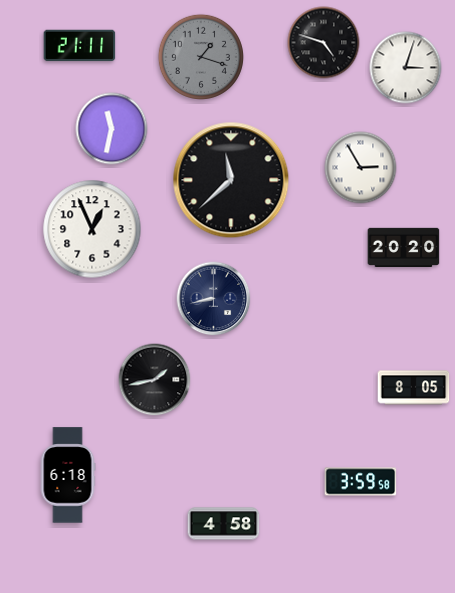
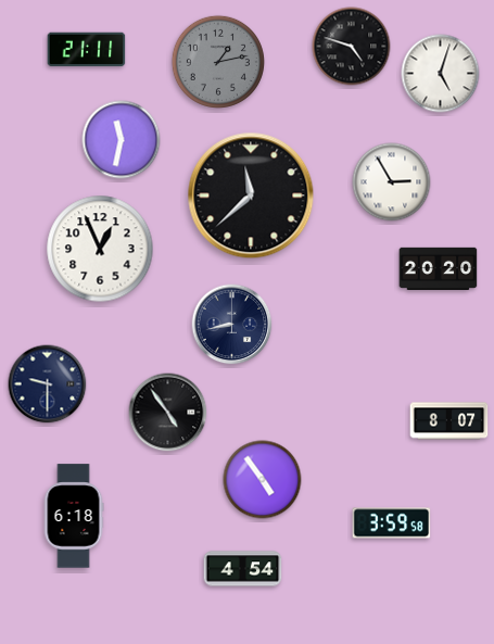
clock at (201, 57): 1:18 -> 1:13
clock at (406, 68): 3:03 -> 5:03
clock at (48, 384): none -> 9:30
clock at (155, 380): 1:43 -> 4:54
clock at (414, 388): 8:05 -> 8:07
clock at (263, 480): none -> 4:54
clock at (224, 524): 4:58 -> 4:54
